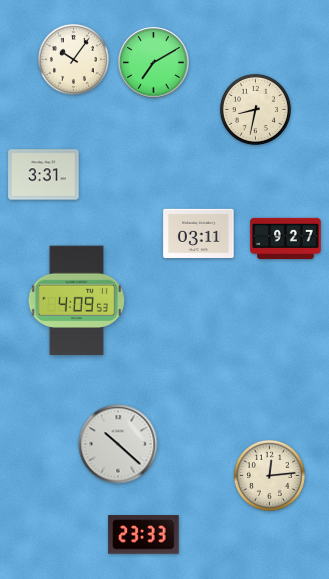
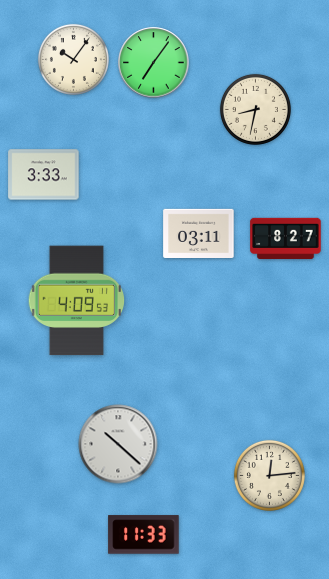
clock at (154, 63): 7:10 -> 7:06
clock at (44, 175): 3:31 -> 3:33
clock at (286, 239): 9:27 -> 8:27
clock at (144, 535): 23:33 -> 11:33
